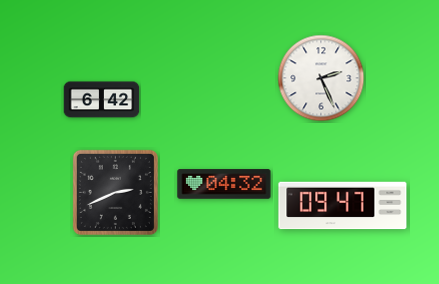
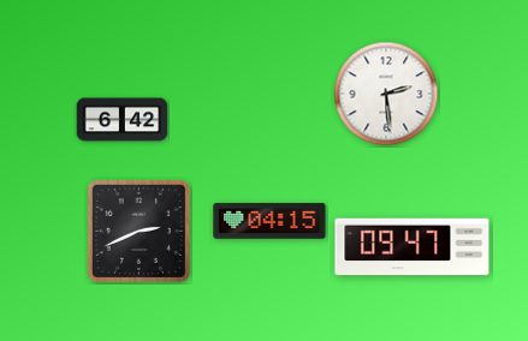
clock at (321, 78): 2:26 -> 2:29
clock at (224, 184): 04:32 -> 04:15
